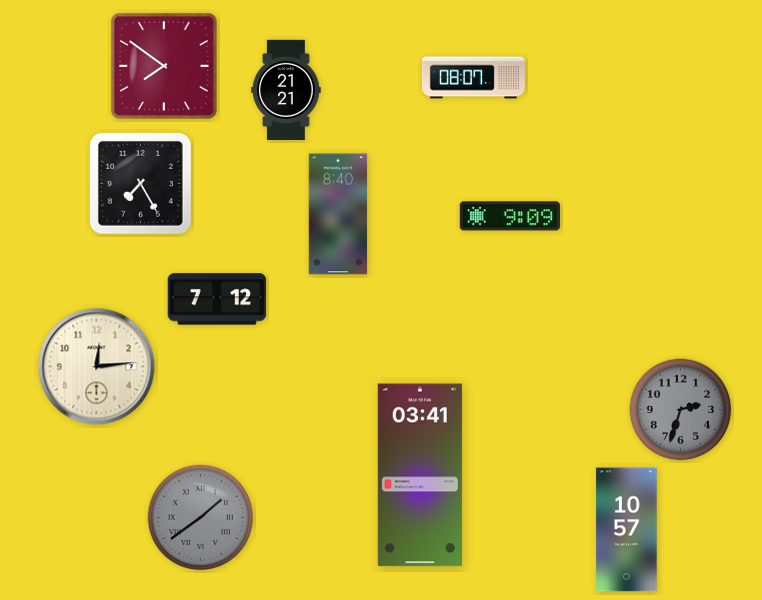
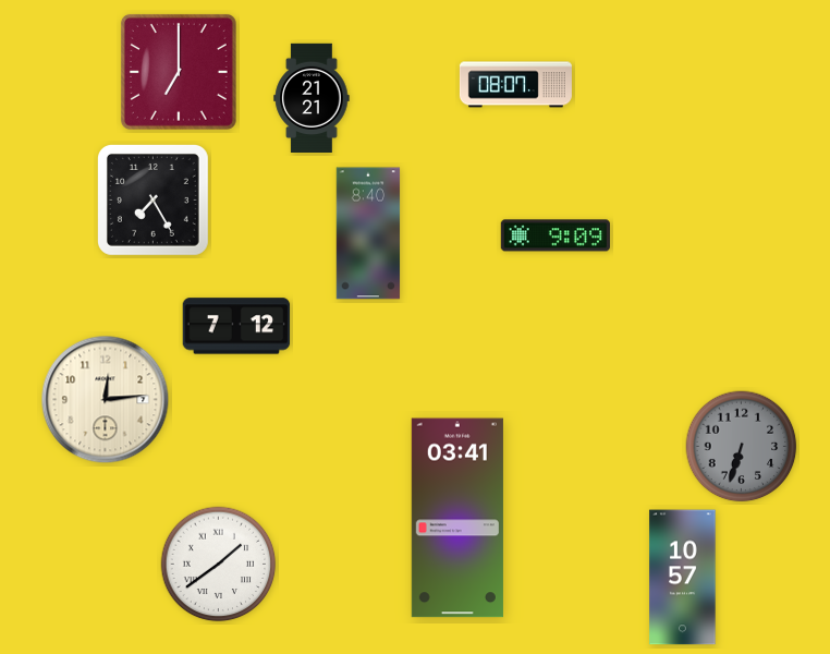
clock at (164, 66): 7:51 -> 7:00
clock at (681, 410): 2:33 -> 6:33
clock at (201, 518) dial: grey -> white
